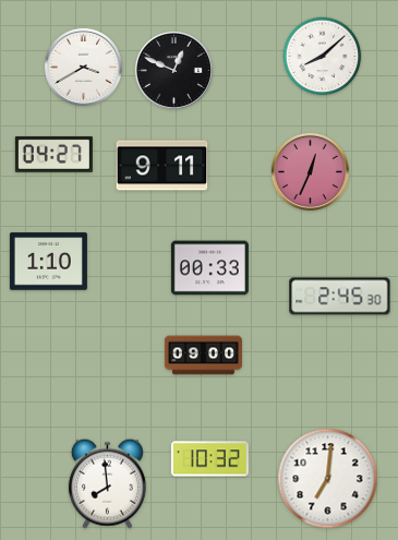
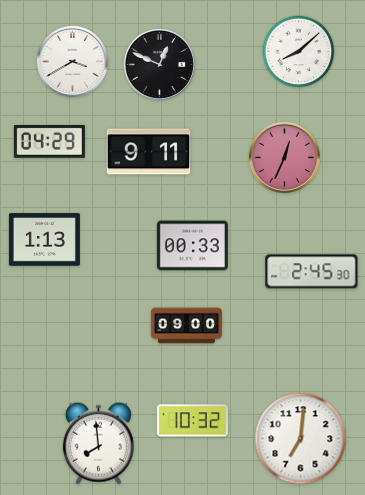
clock at (323, 57) position: (323, 57) -> (299, 52)
clock at (83, 67) position: (83, 67) -> (72, 61)
clock at (53, 154): 04:27 -> 04:29
clock at (48, 262): 1:10 -> 1:13
